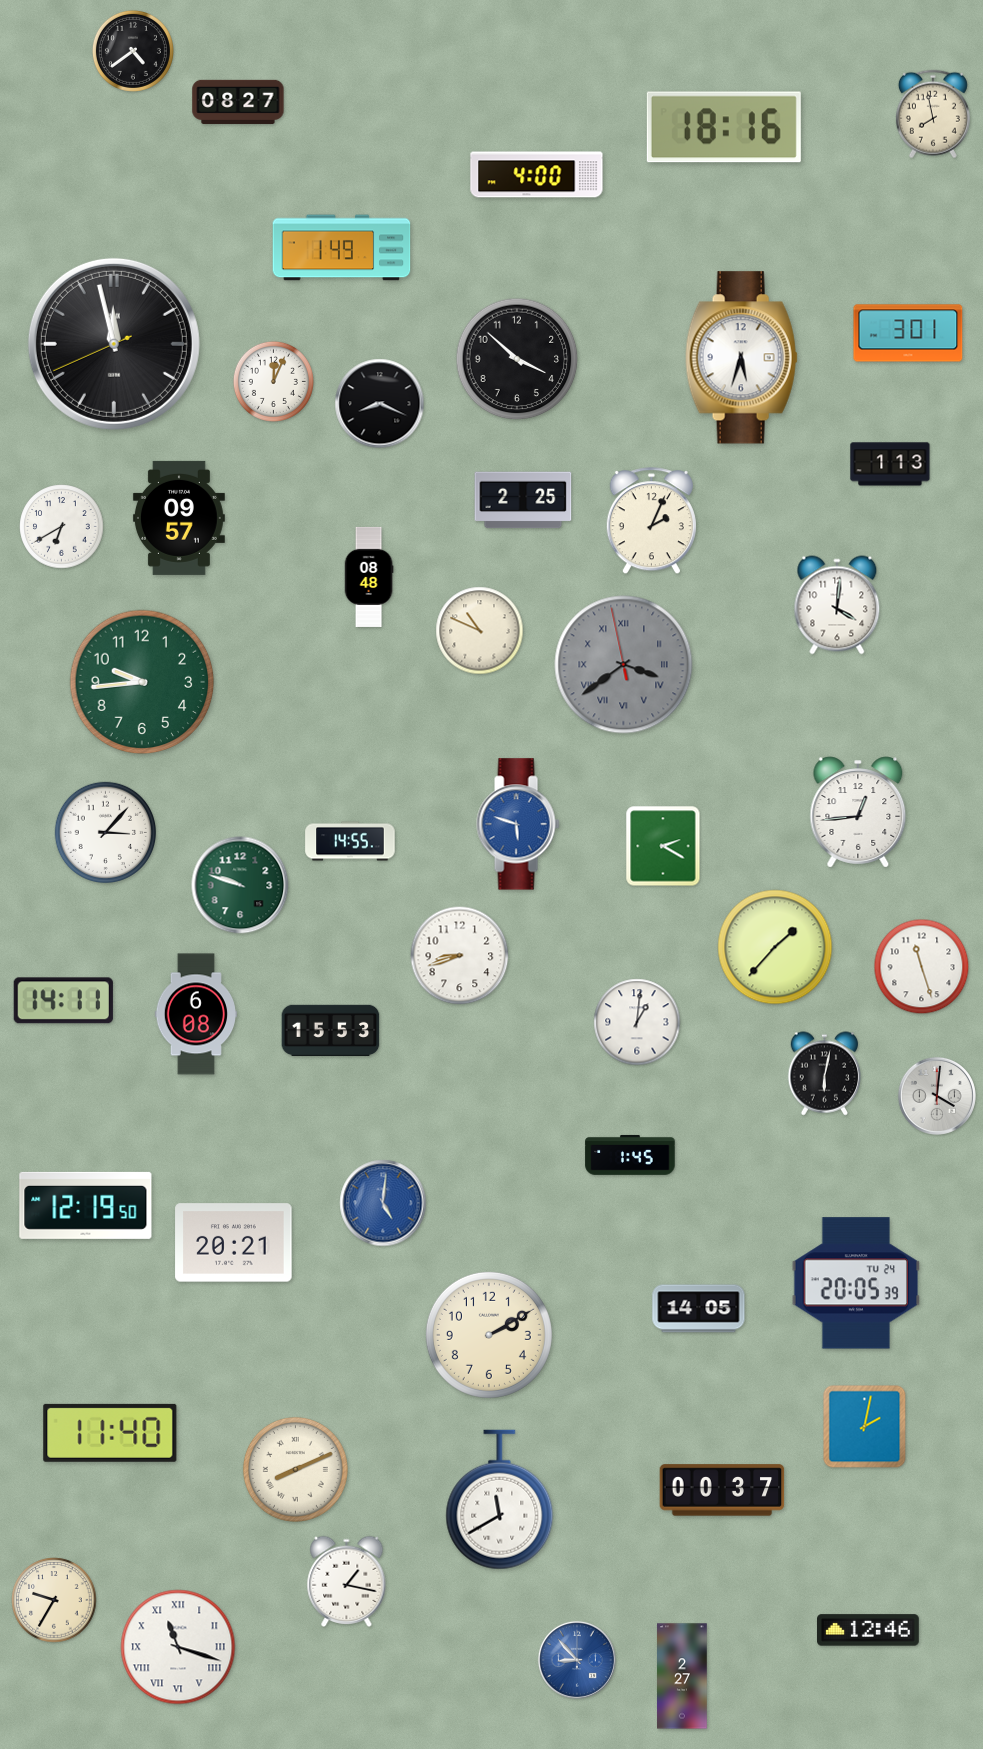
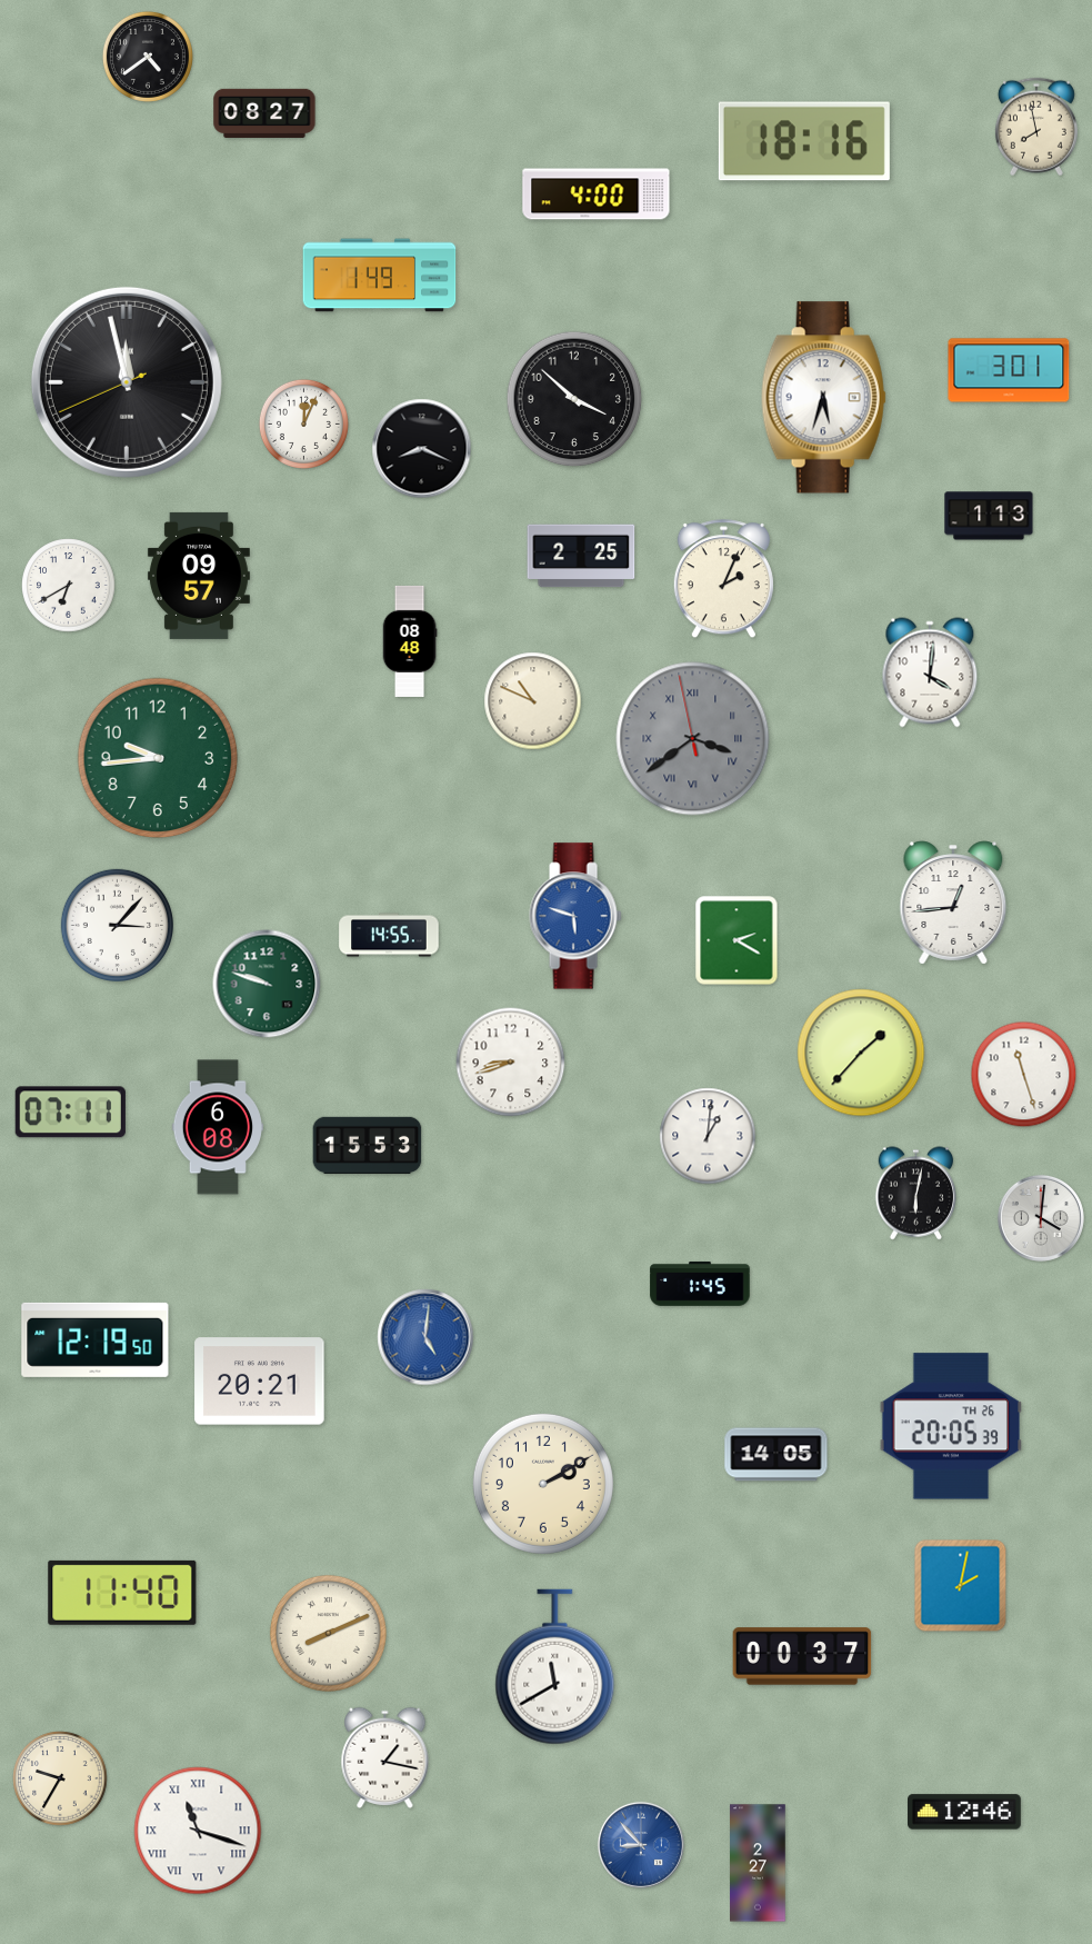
clock at (63, 1001): 14:11 -> 07:11
clock at (856, 1283) date: TU 24 -> TH 26
